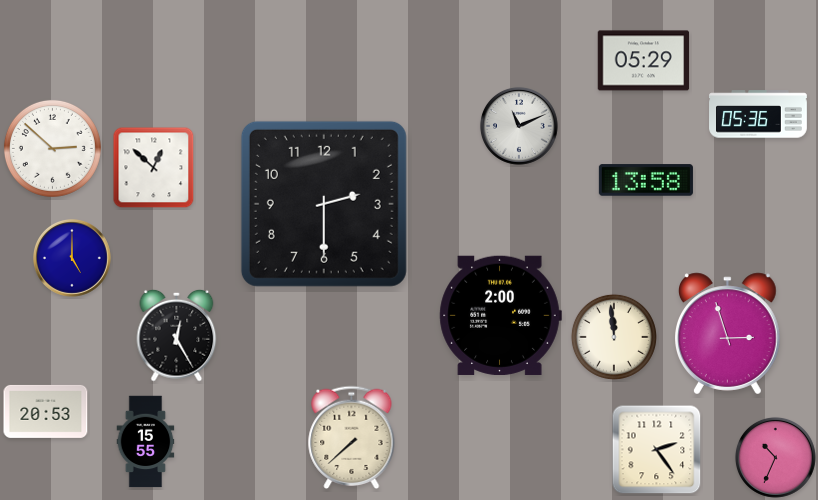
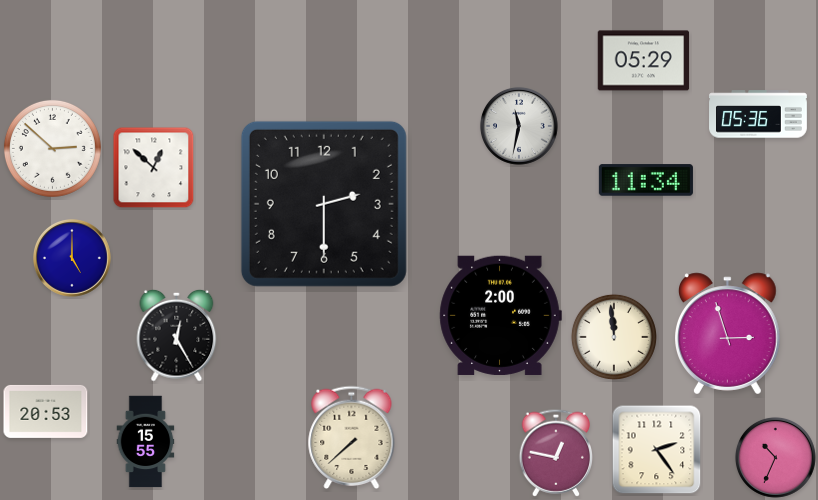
clock at (519, 126): 11:11 -> 11:32
clock at (646, 180): 13:58 -> 11:34
clock at (555, 453): none -> 12:47
